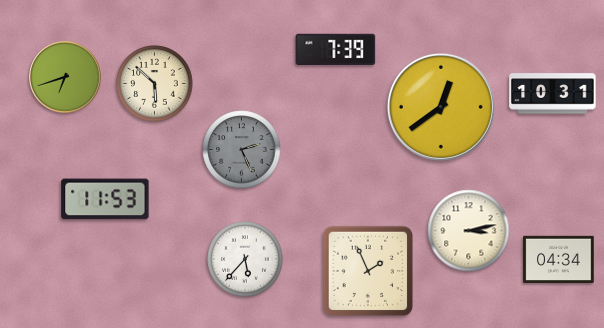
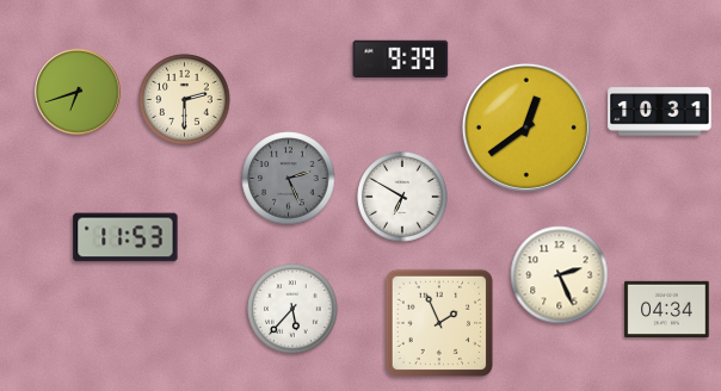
clock at (336, 50): 7:39 -> 9:39
clock at (155, 84): 5:52 -> 2:30
clock at (402, 197): none -> 6:50
clock at (469, 231): 3:13 -> 2:26
